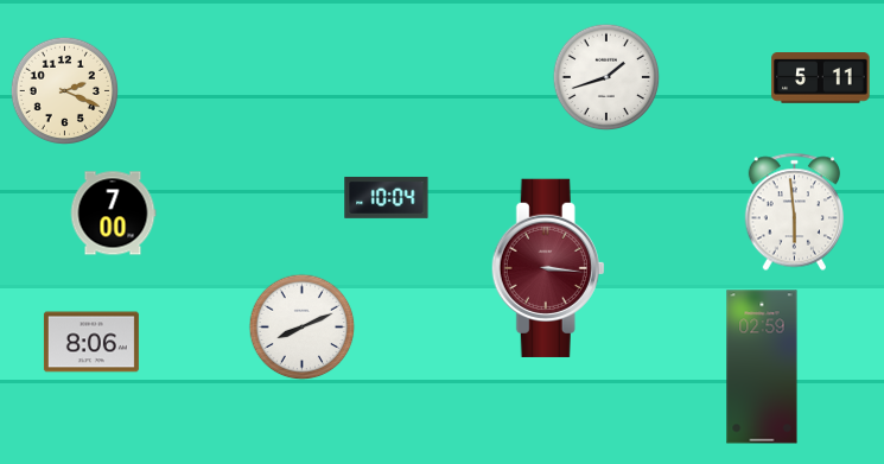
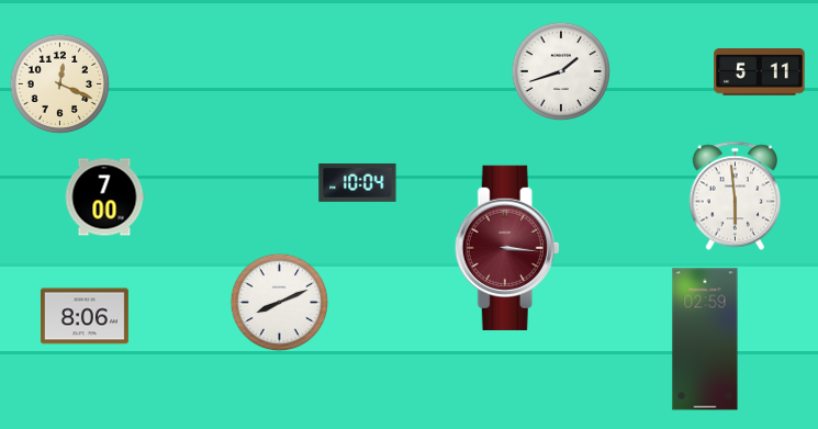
clock at (64, 90): 2:19 -> 12:19
